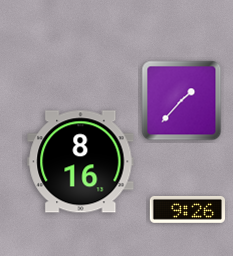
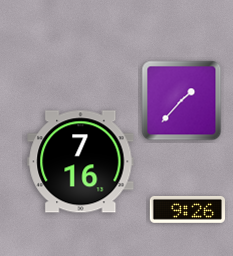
clock at (81, 162): 8:16 -> 7:16
